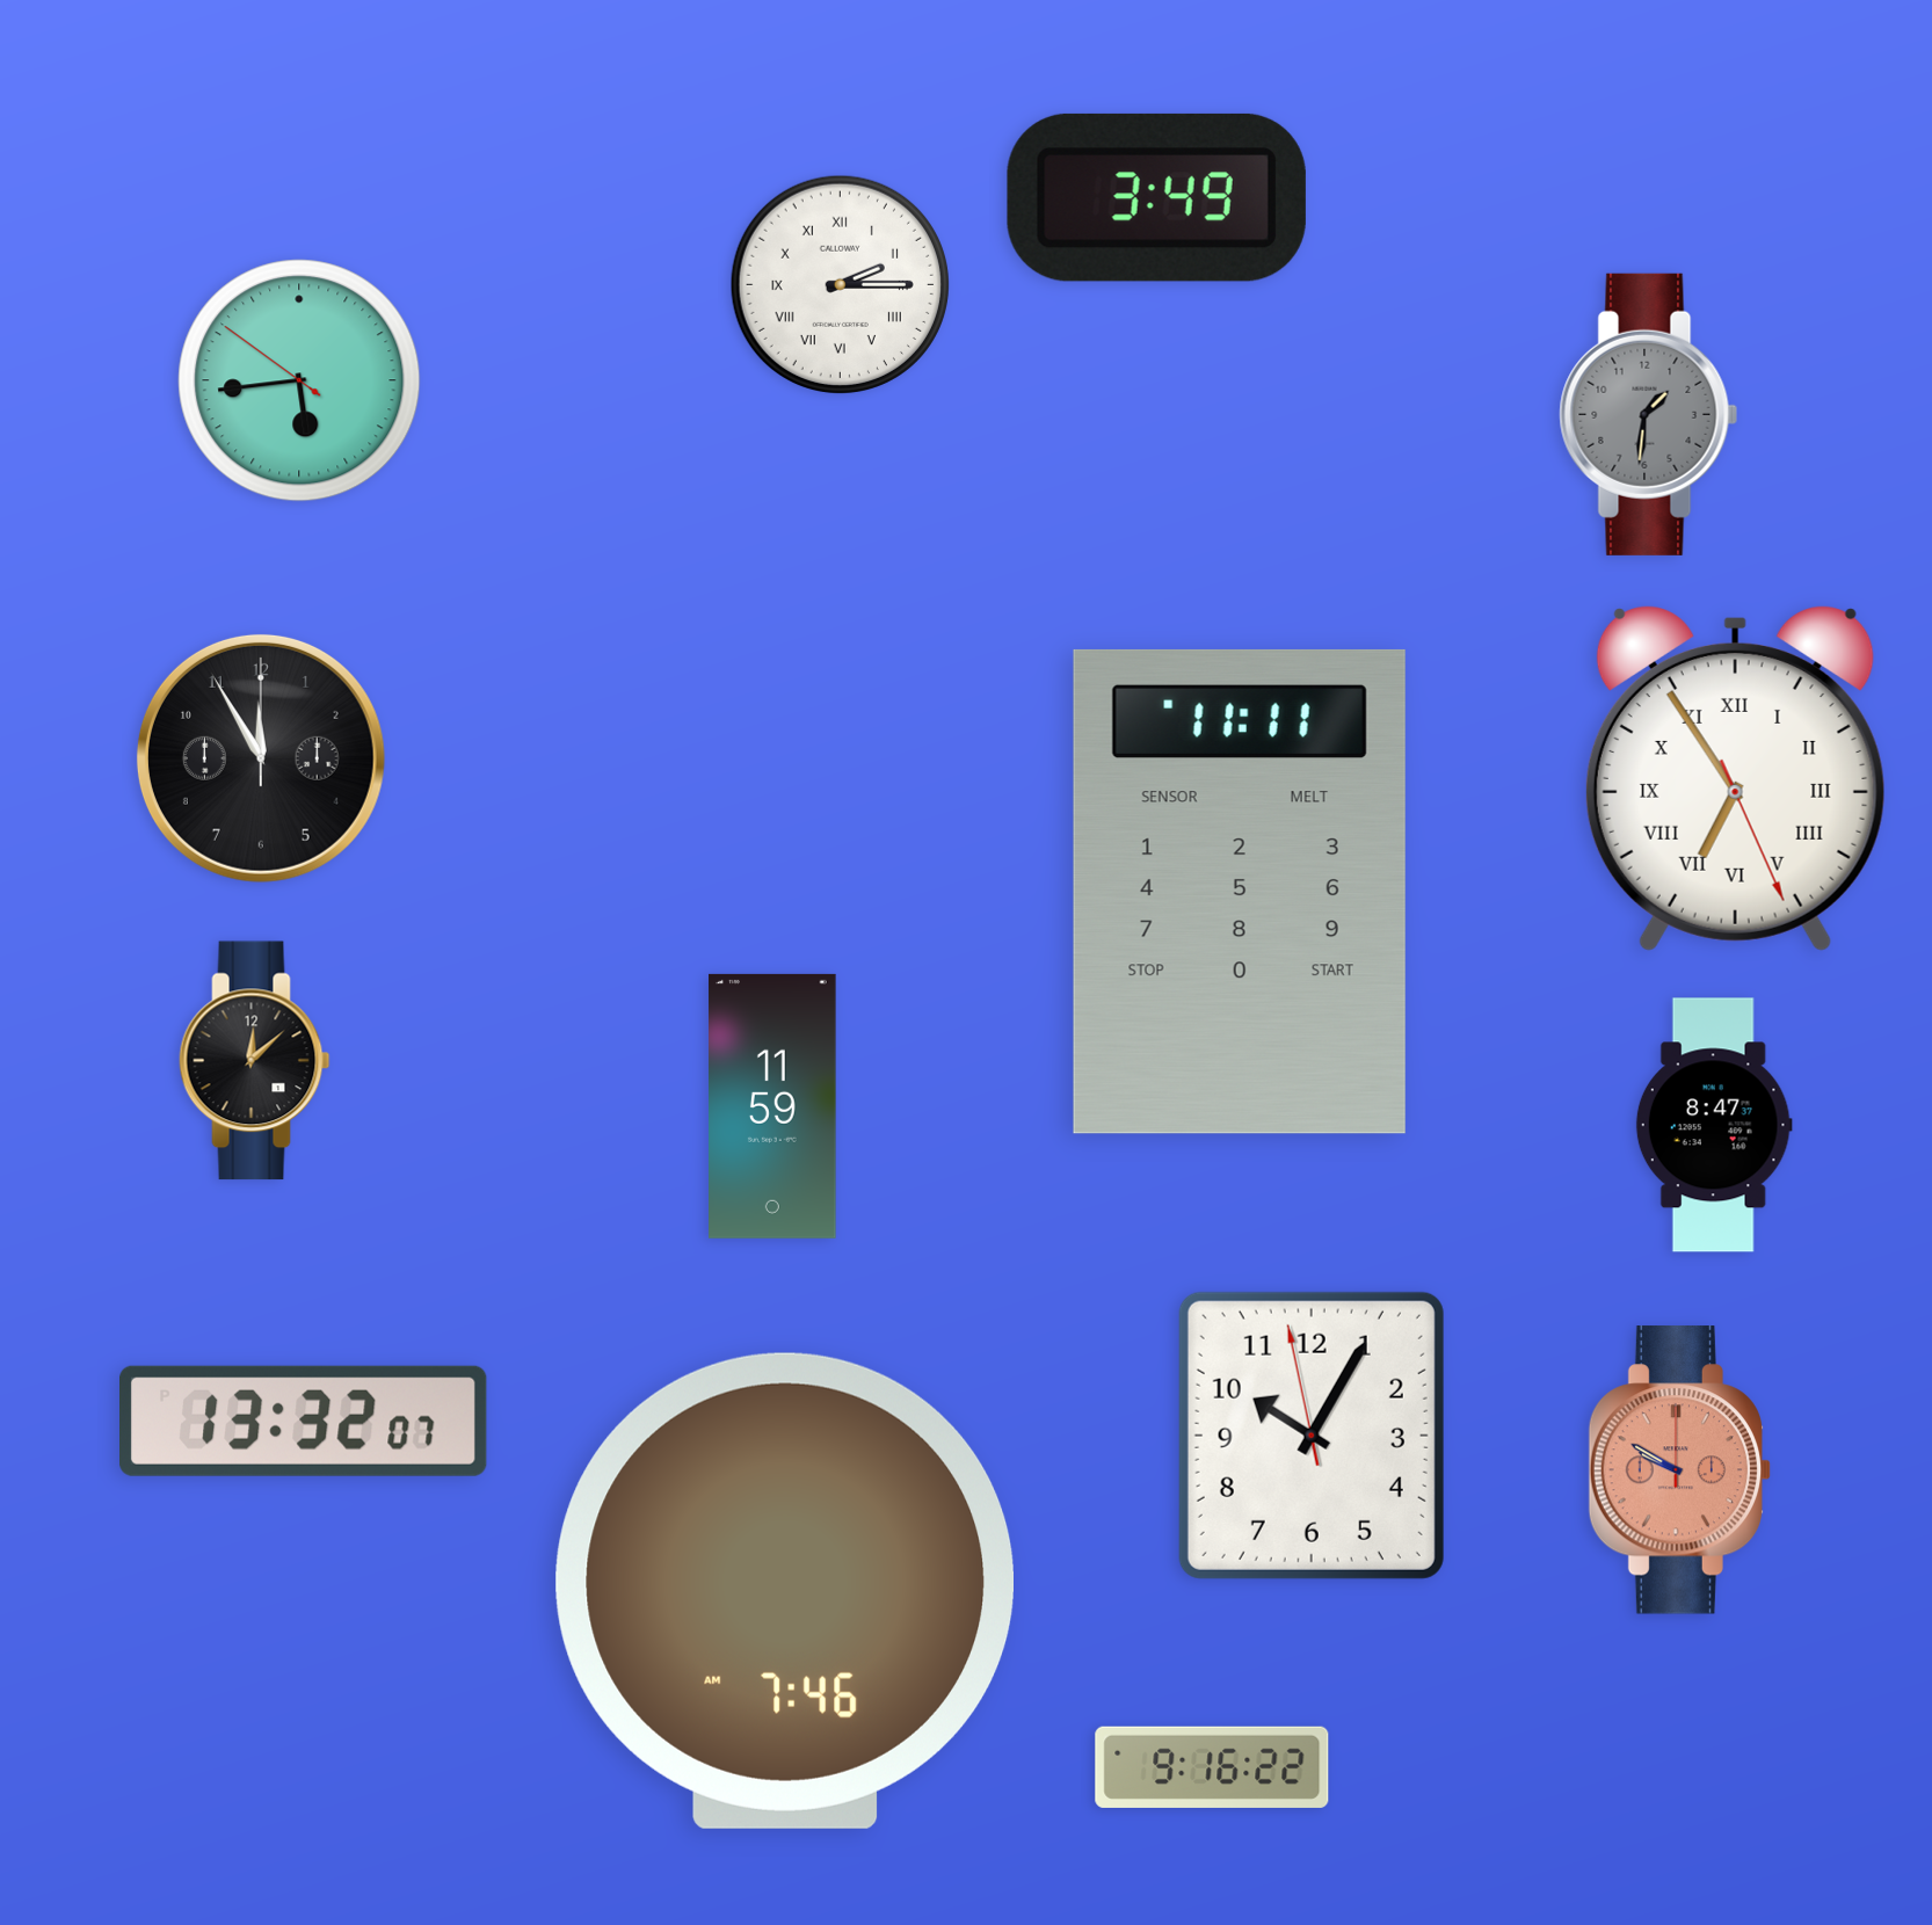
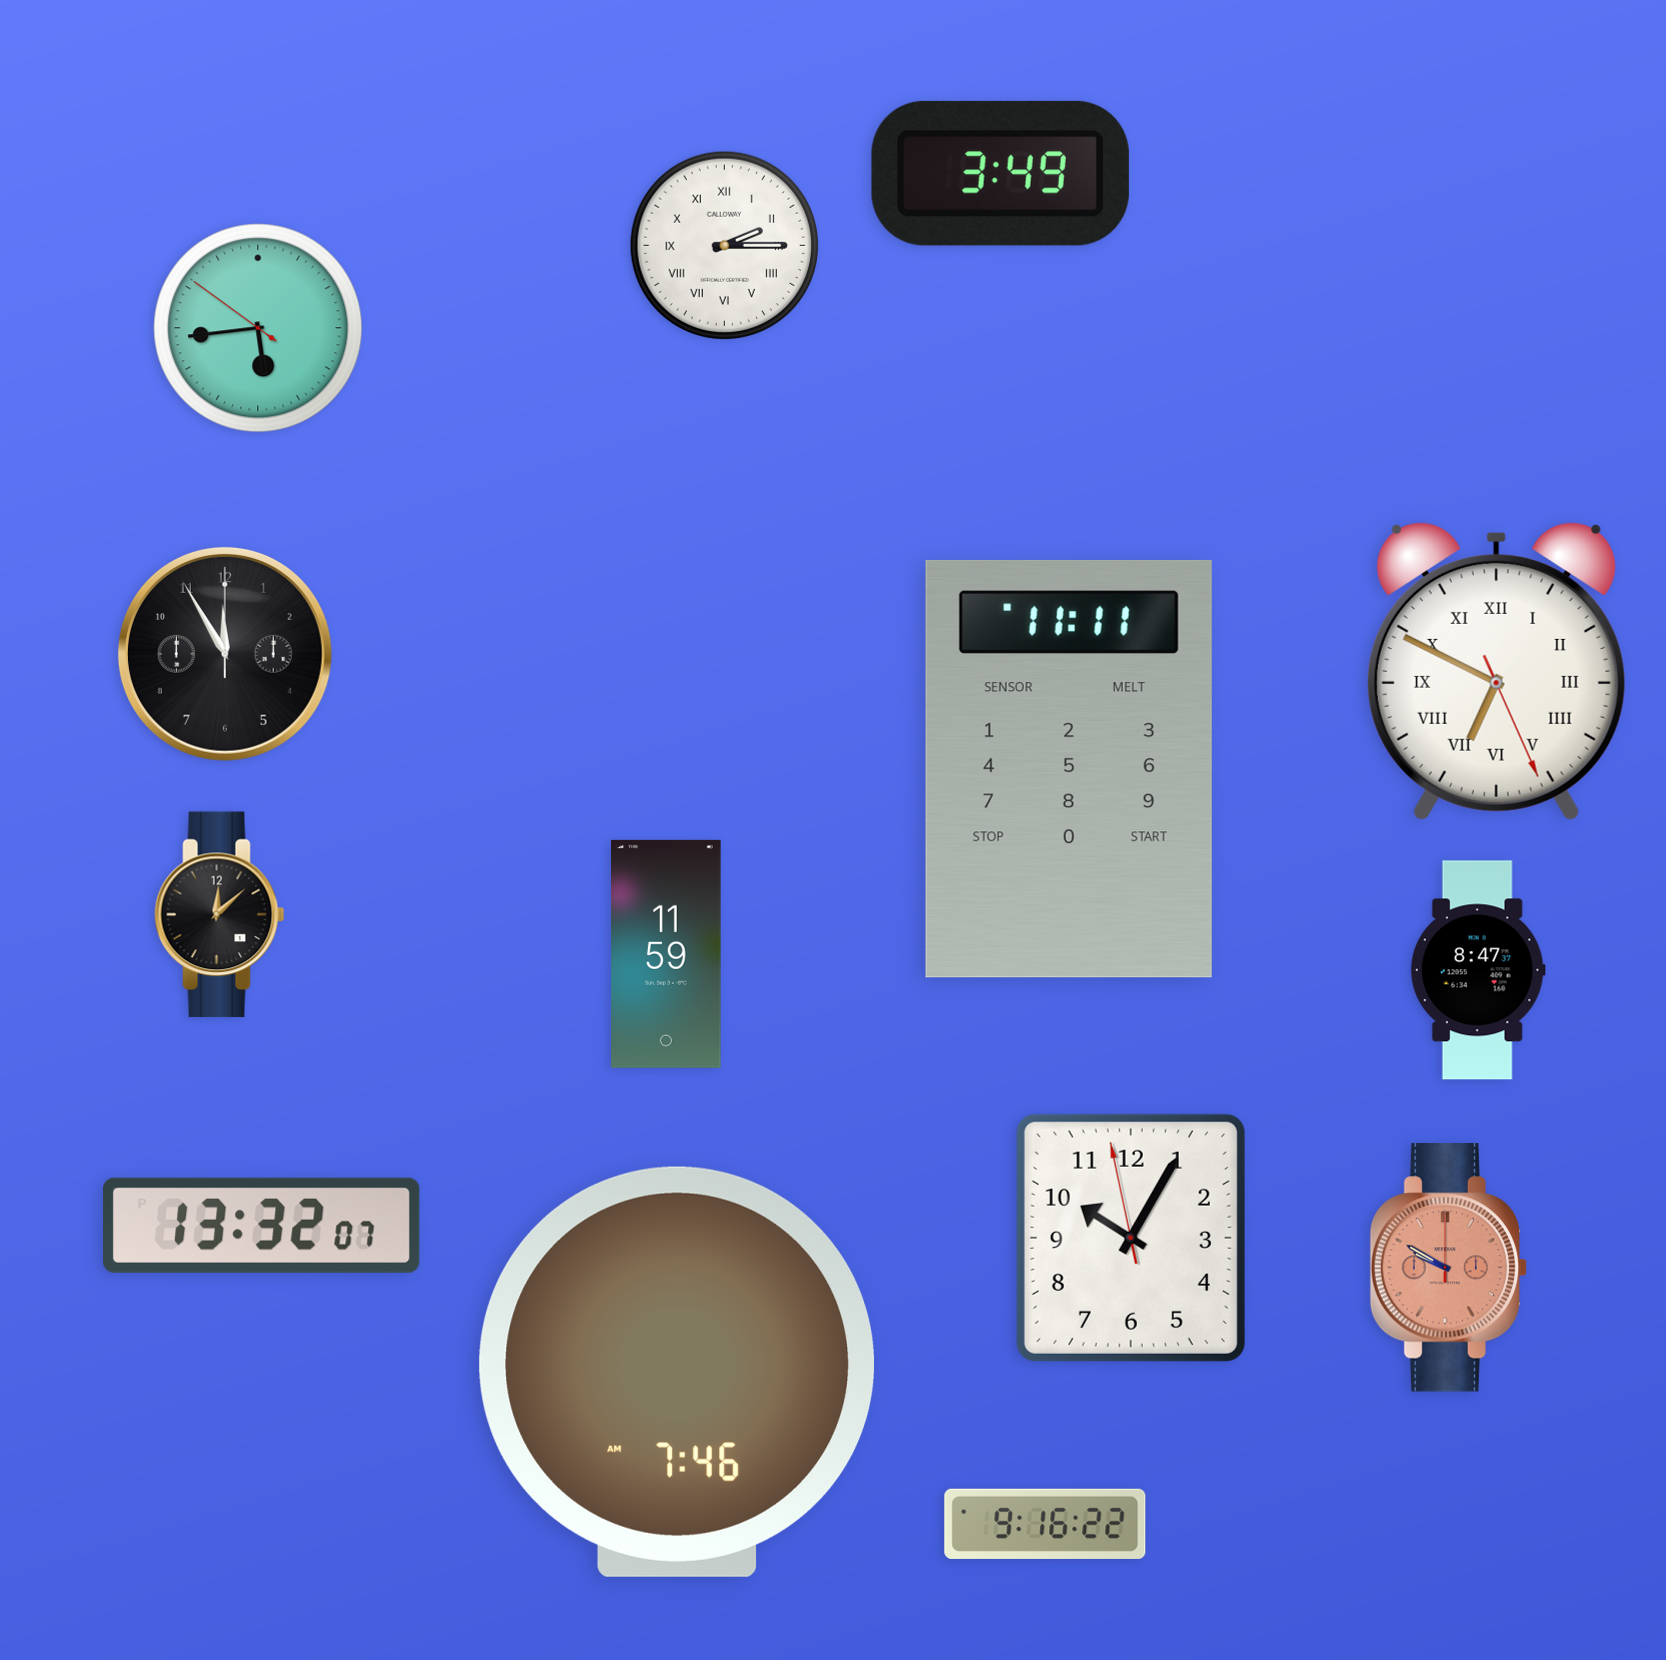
clock at (1156, 197) position: (1156, 197) -> (1000, 173)
clock at (1649, 414): 1:31 -> none
clock at (1735, 778): 6:54 -> 6:49
